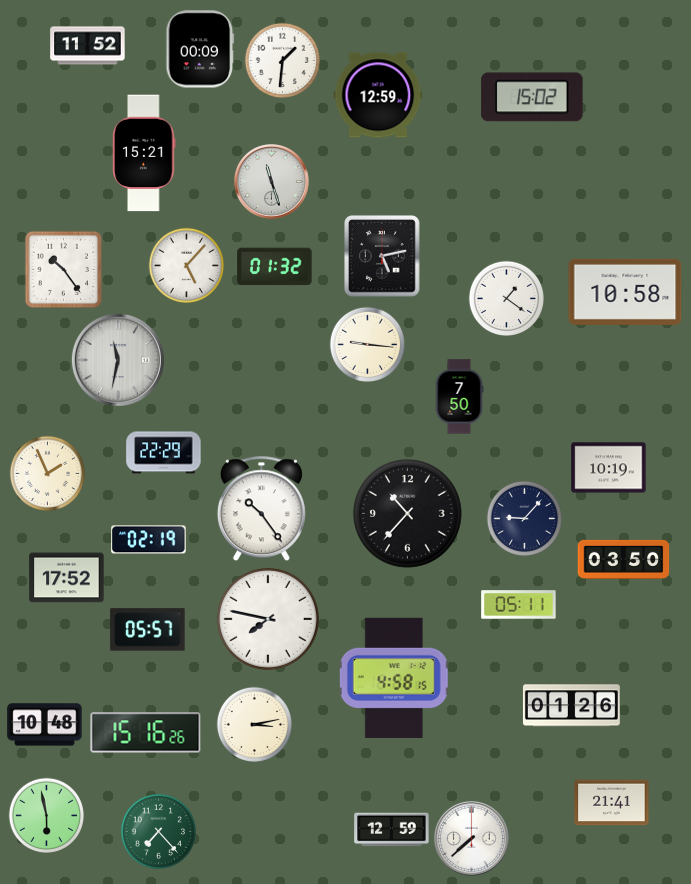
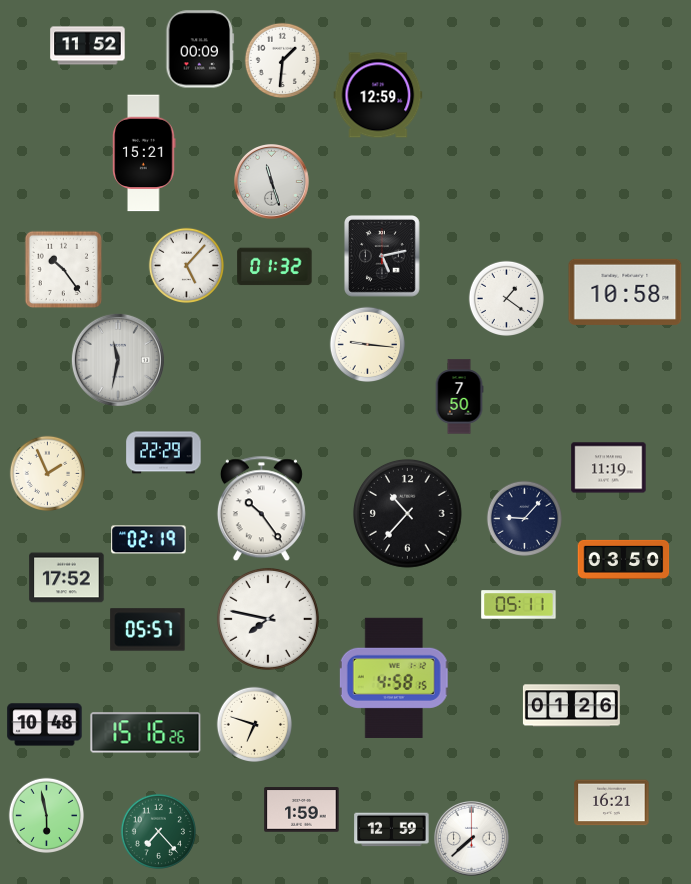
clock at (532, 97): 15:02 -> none
clock at (609, 468): 10:19 -> 11:19
clock at (254, 724): 3:13 -> 6:48
clock at (612, 803): 21:41 -> 16:21
clock at (302, 810): none -> 1:59
